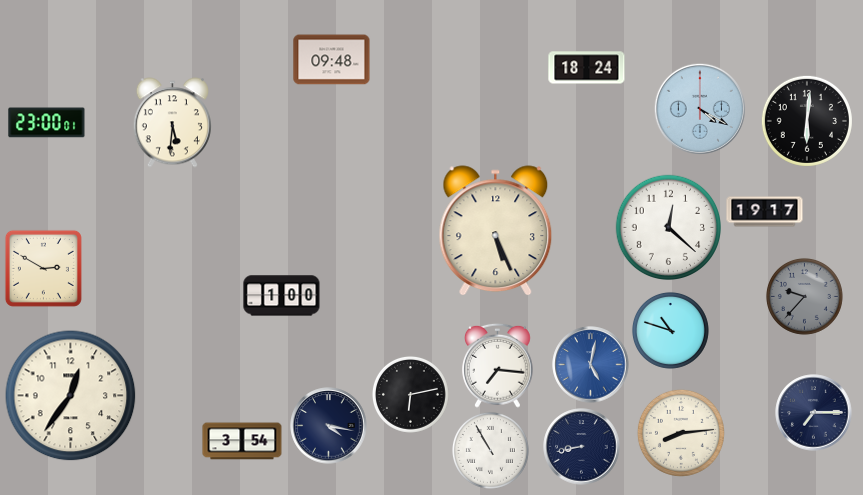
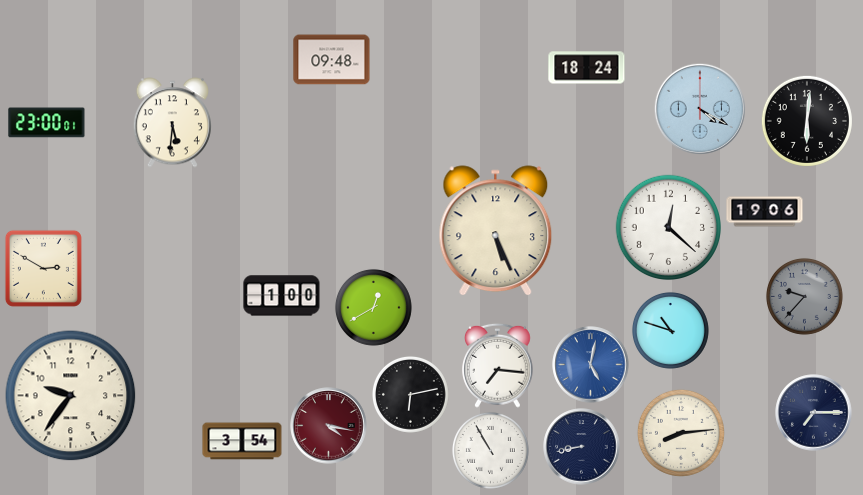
clock at (765, 212): 19:17 -> 19:06
clock at (373, 307): none -> 12:40
clock at (71, 396): 12:36 -> 9:36
clock at (329, 426) dial: navy -> burgundy
